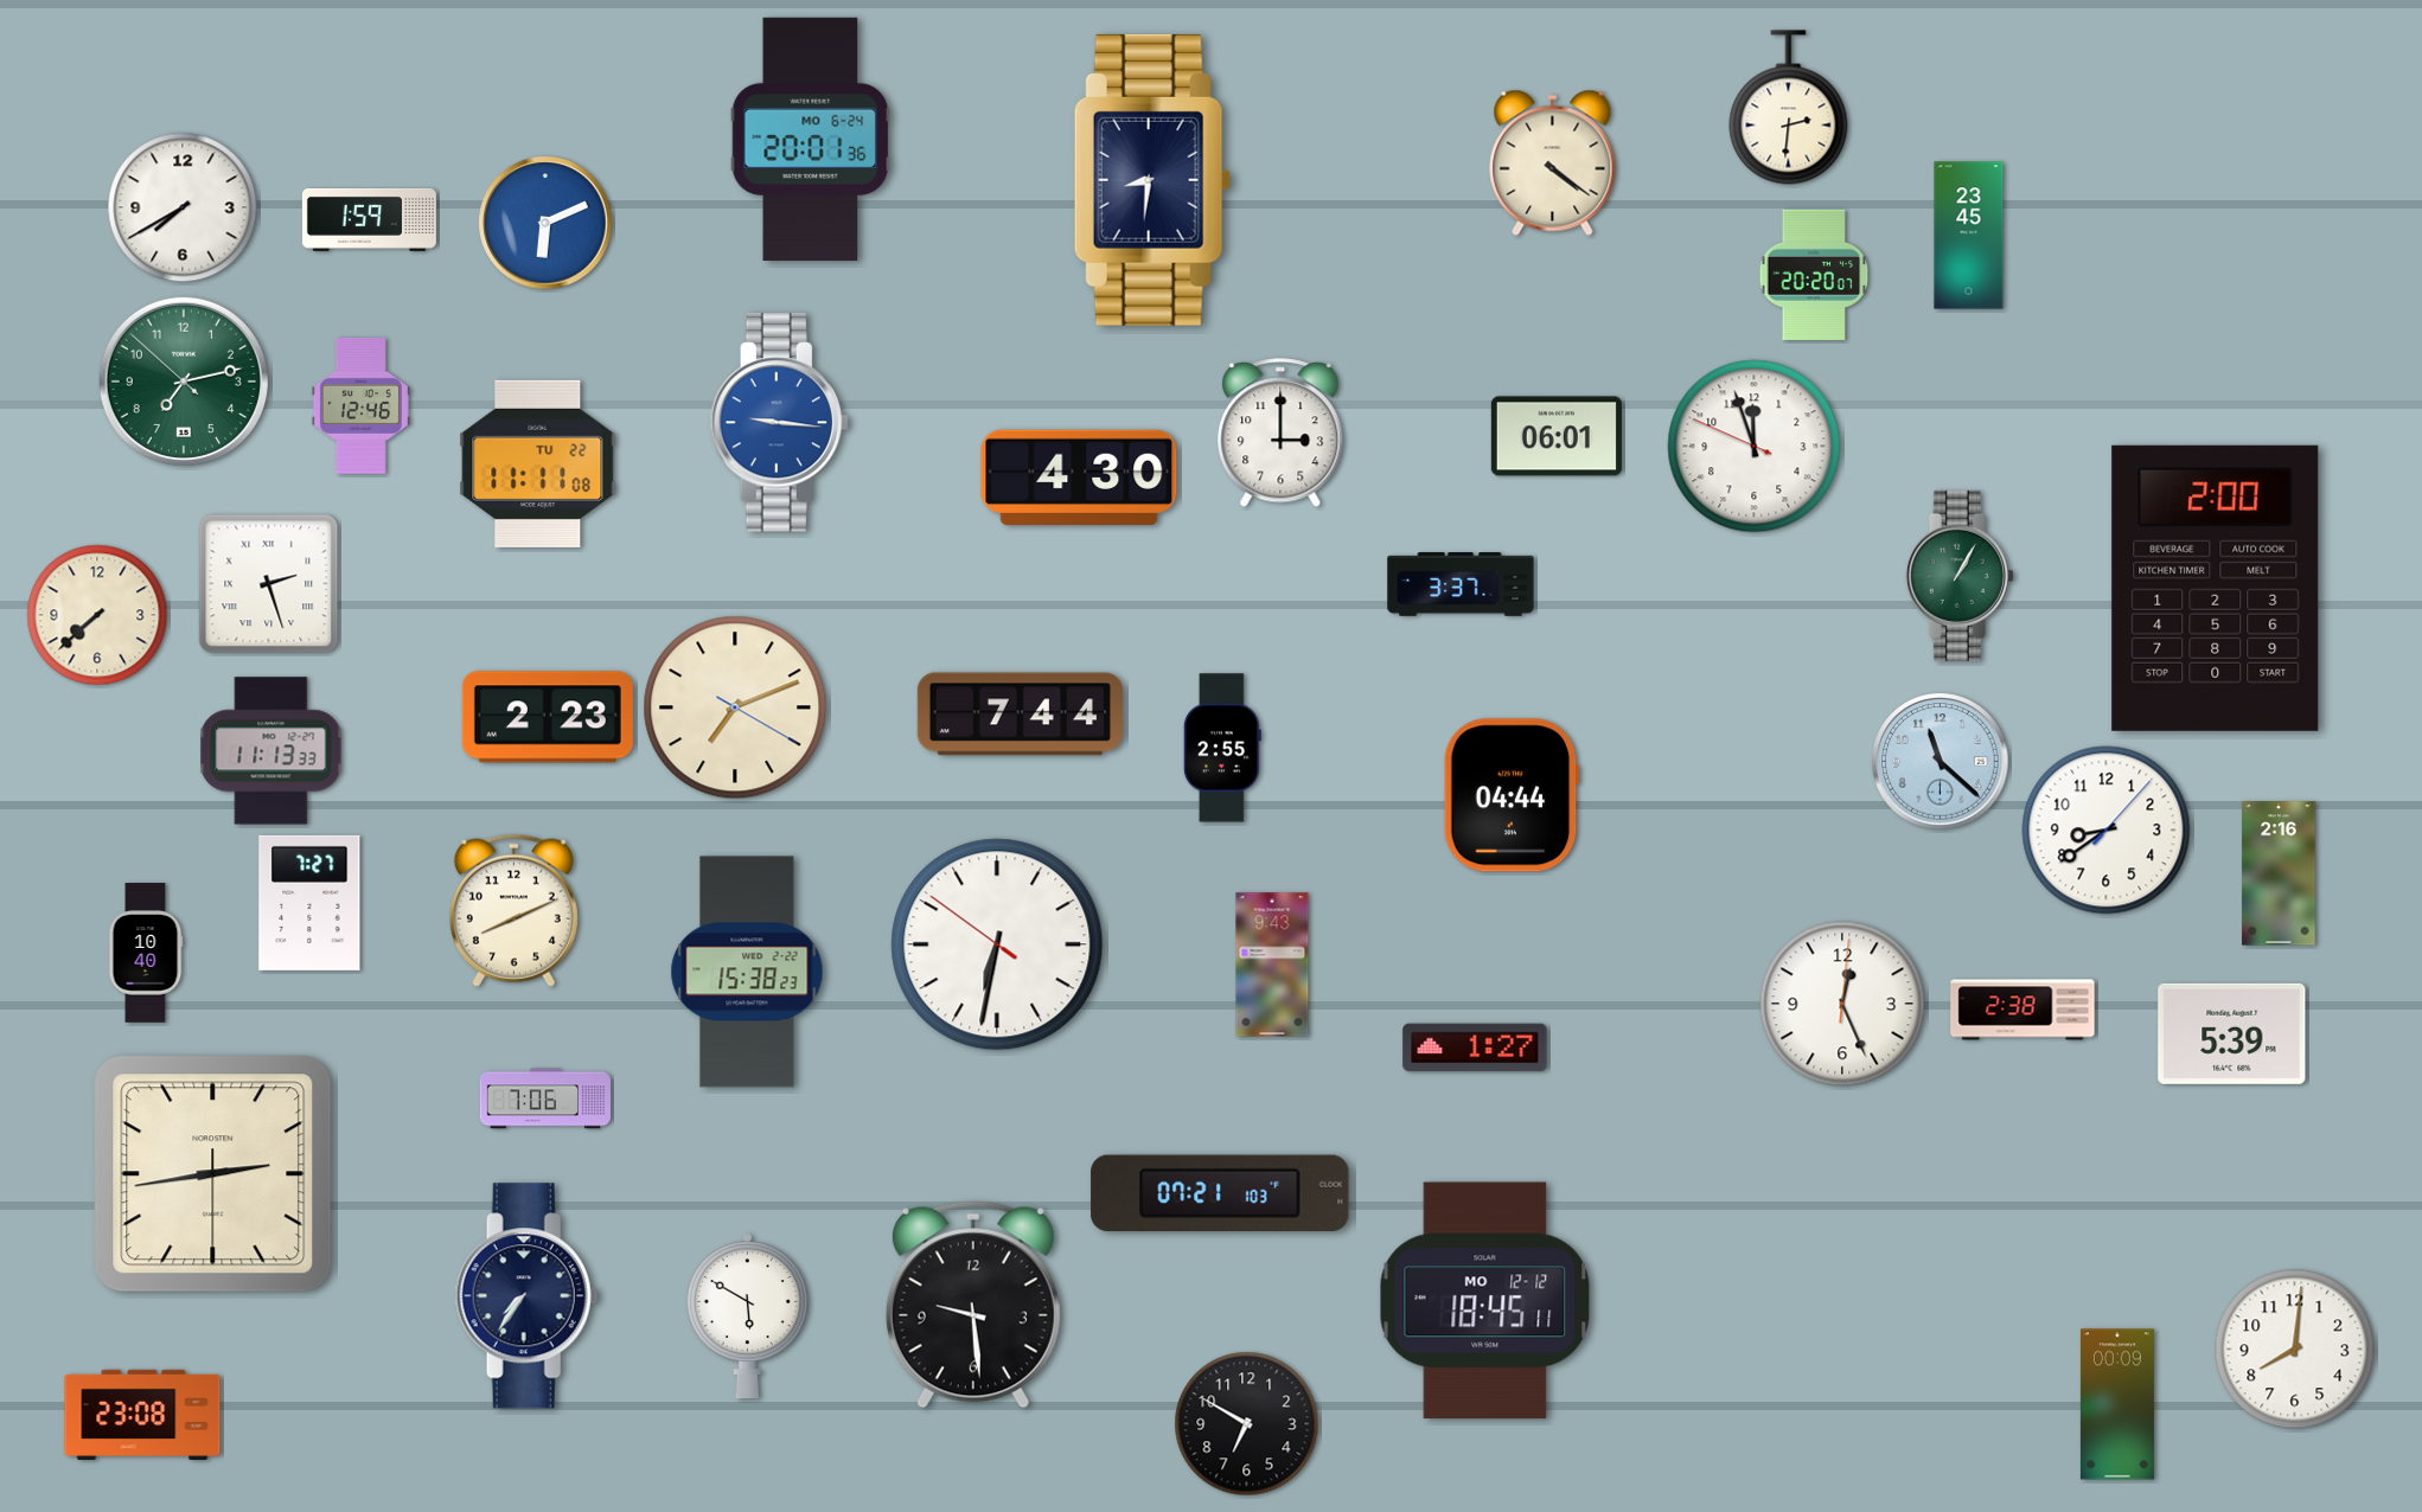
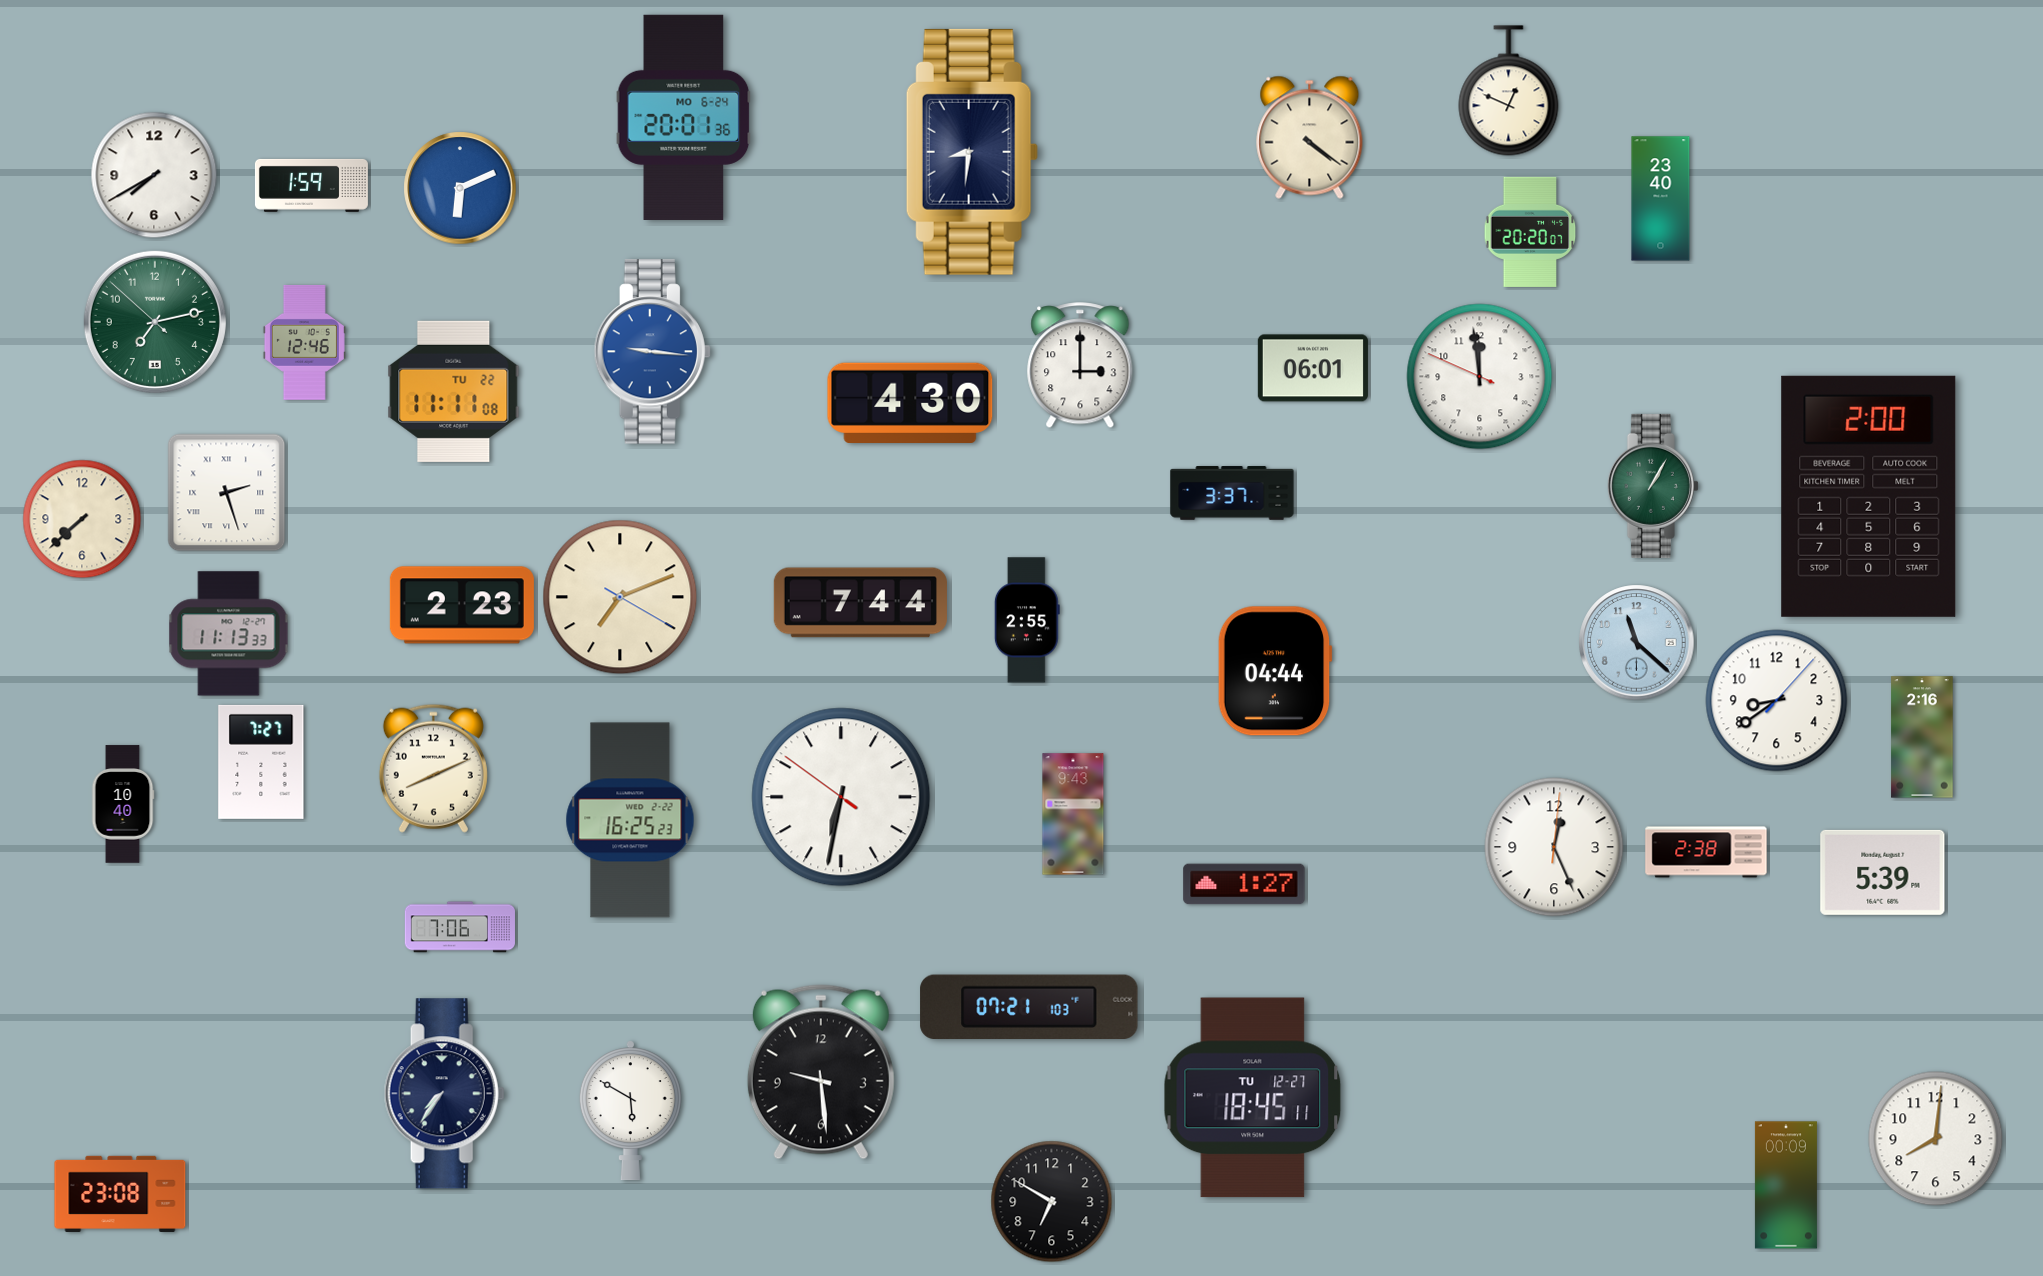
clock at (1789, 108): 2:31 -> 12:49
clock at (1969, 236): 23:45 -> 23:40
clock at (779, 423) position: (779, 423) -> (652, 352)
clock at (1755, 447): 11:56 -> 11:58
clock at (1222, 748) position: (1222, 748) -> (1027, 620)
clock at (747, 972): 15:38 -> 16:25
clock at (213, 1174): 2:43 -> none
clock at (1485, 1301) date: MO 12-12 -> TU 12-27
clock at (973, 1305) position: (973, 1305) -> (821, 1072)
